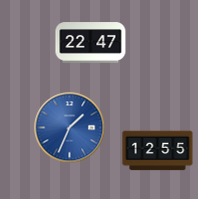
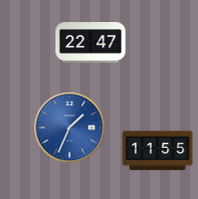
clock at (158, 151): 12:55 -> 11:55
